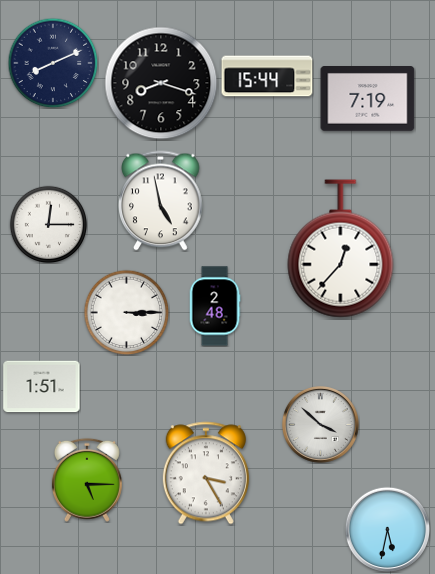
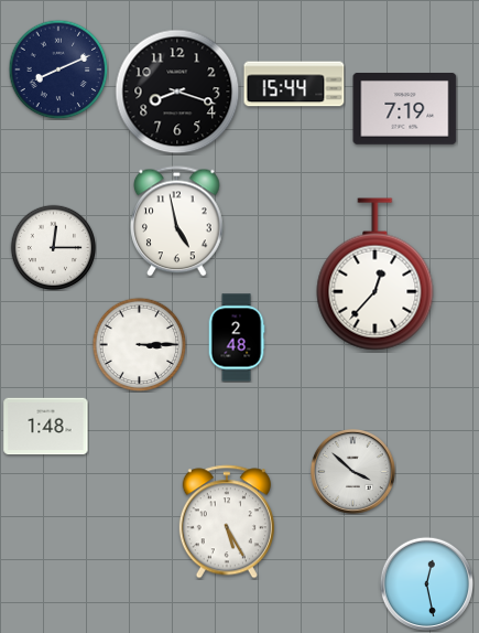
clock at (42, 387): 1:51 -> 1:48
clock at (320, 424) position: (320, 424) -> (352, 471)
clock at (206, 473): 3:25 -> 5:25
clock at (87, 480): 5:15 -> none
clock at (387, 529): 5:32 -> 12:28
